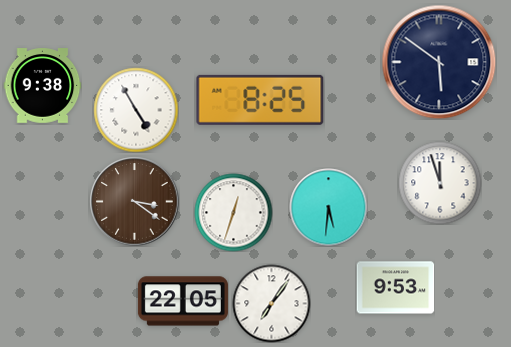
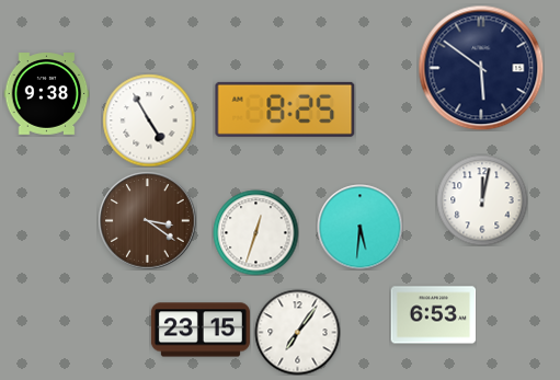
clock at (440, 183): 11:57 -> 12:02
clock at (395, 288): 9:53 -> 6:53
clock at (183, 301): 22:05 -> 23:15
